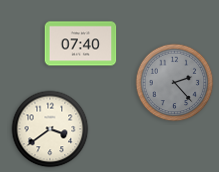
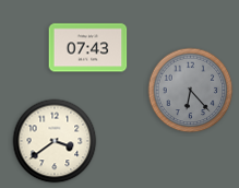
clock at (81, 44): 07:40 -> 07:43
clock at (175, 83): 2:23 -> 6:23
